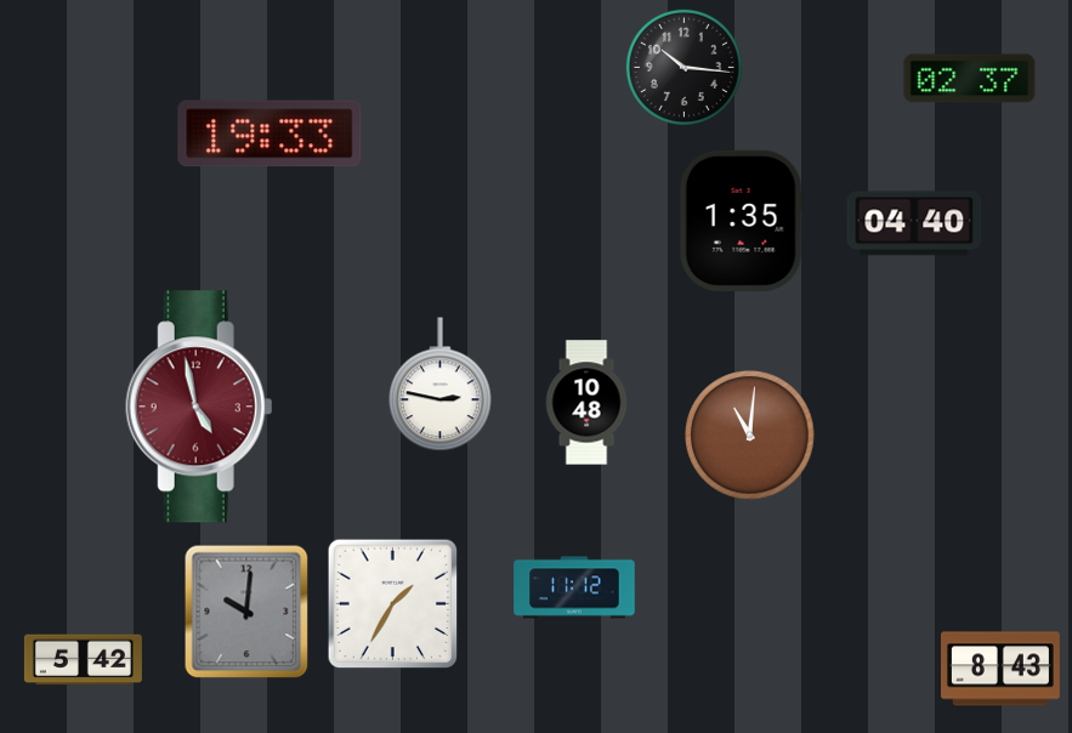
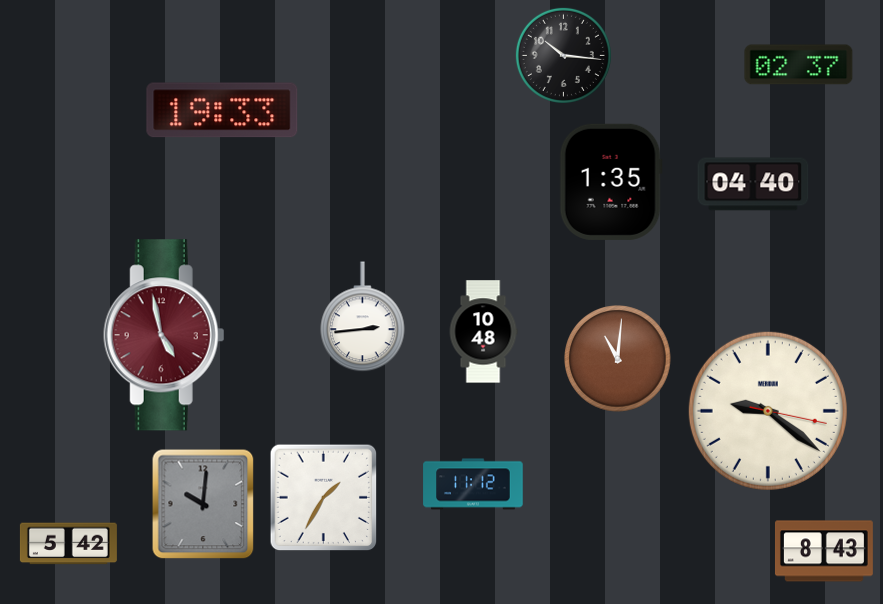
clock at (441, 385): 2:47 -> 2:44
clock at (768, 411): none -> 9:21
